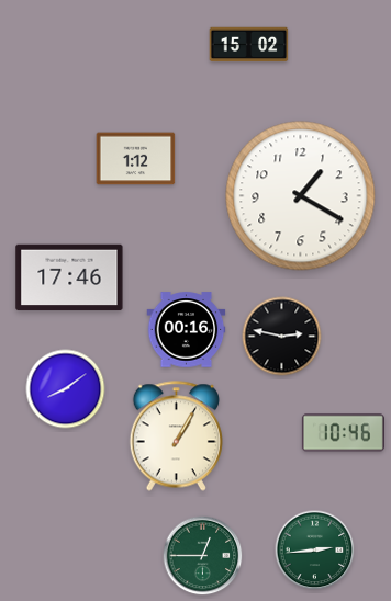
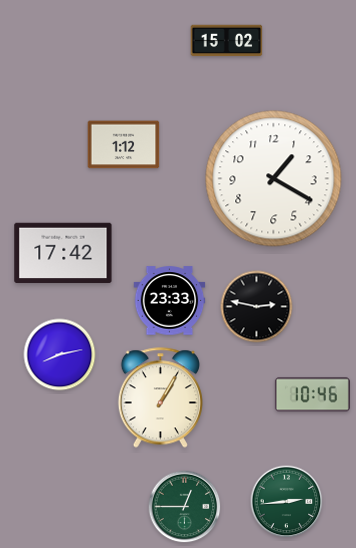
clock at (69, 277): 17:46 -> 17:42
clock at (187, 330): 00:16 -> 23:33
clock at (66, 389): 8:09 -> 8:13
